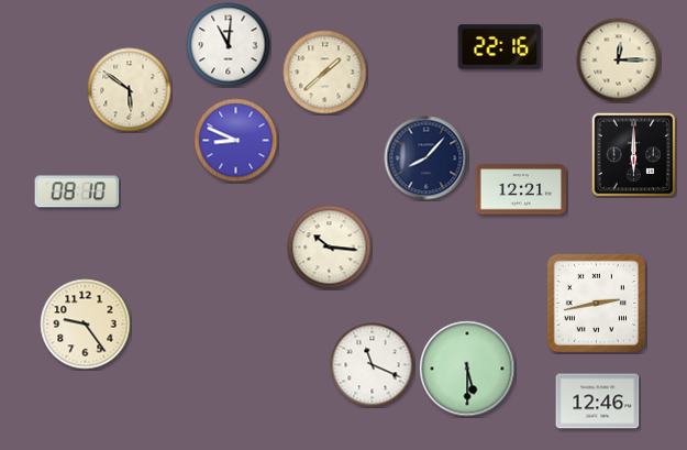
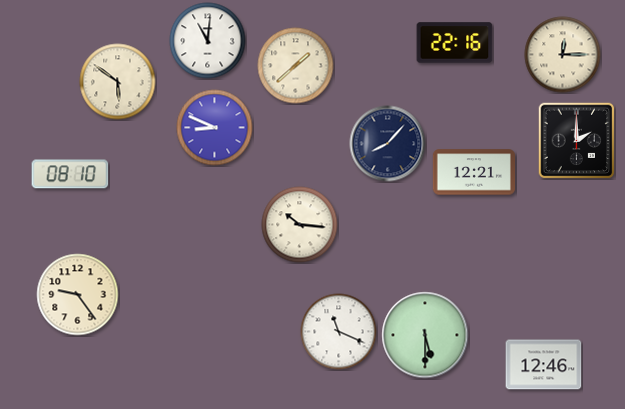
clock at (633, 154): 6:00 -> 2:00
clock at (596, 303): 2:43 -> none
